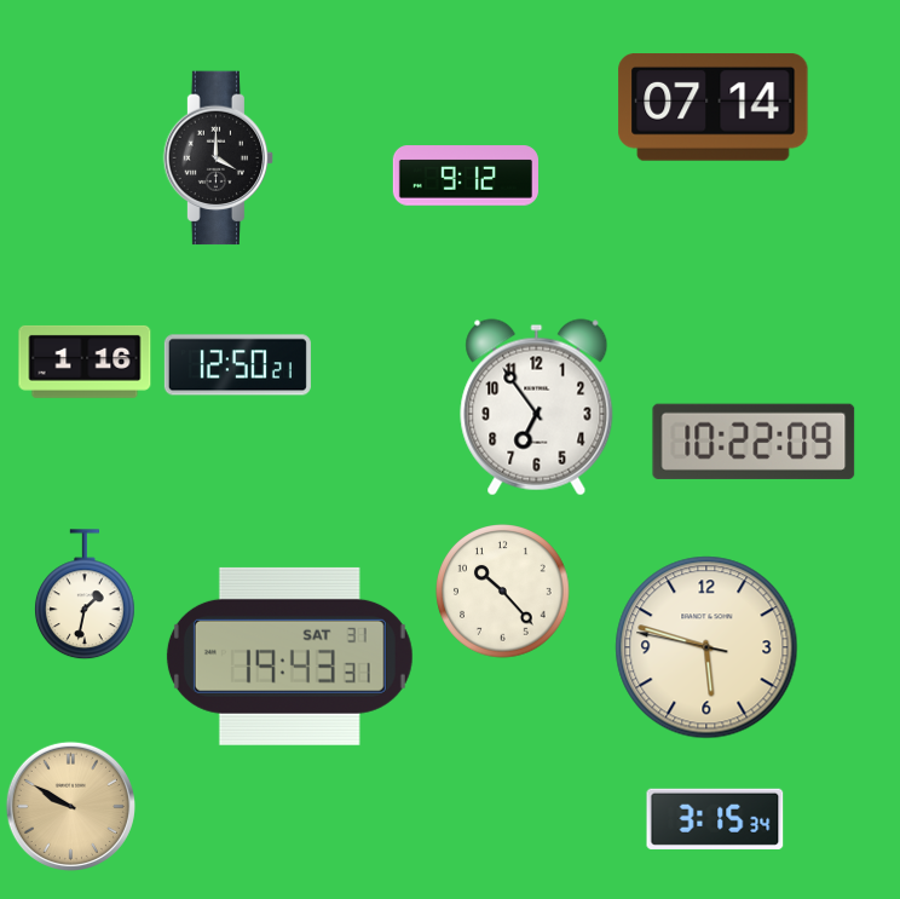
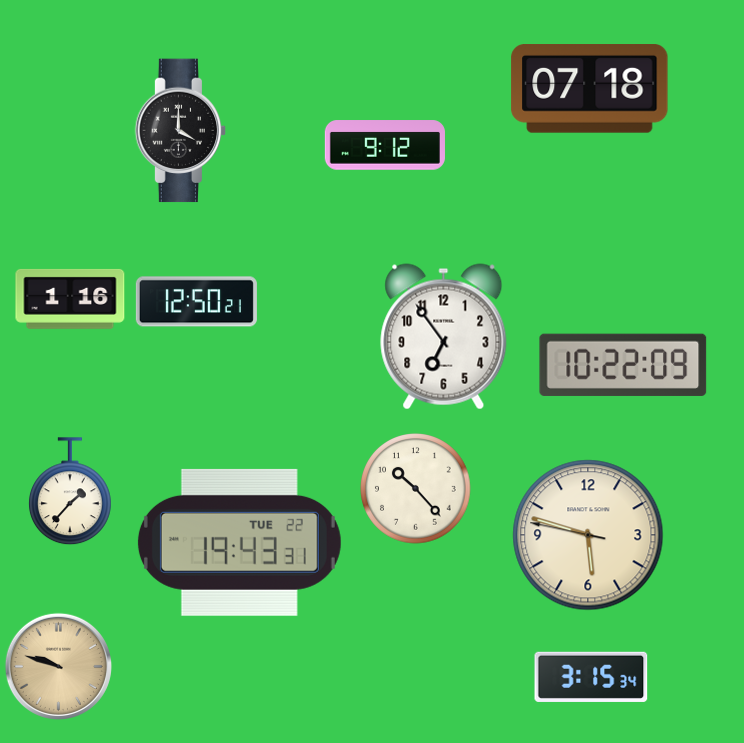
clock at (714, 108): 07:14 -> 07:18
clock at (85, 595): 1:32 -> 1:37
clock at (706, 647) position: (706, 647) -> (588, 535)
clock at (289, 656) date: SAT 31 -> TUE 22
clock at (70, 806): 9:50 -> 9:48
